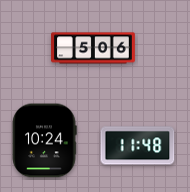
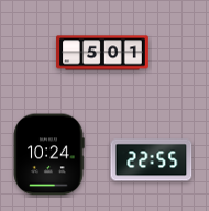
clock at (93, 48): 5:06 -> 5:01
clock at (138, 146): 11:48 -> 22:55
